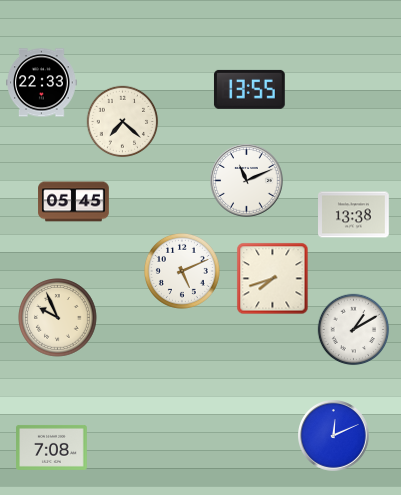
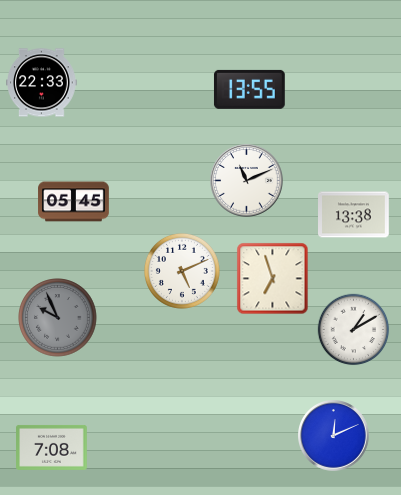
clock at (123, 122): 7:22 -> none
clock at (273, 279): 7:42 -> 6:57
clock at (58, 318) dial: cream -> grey
